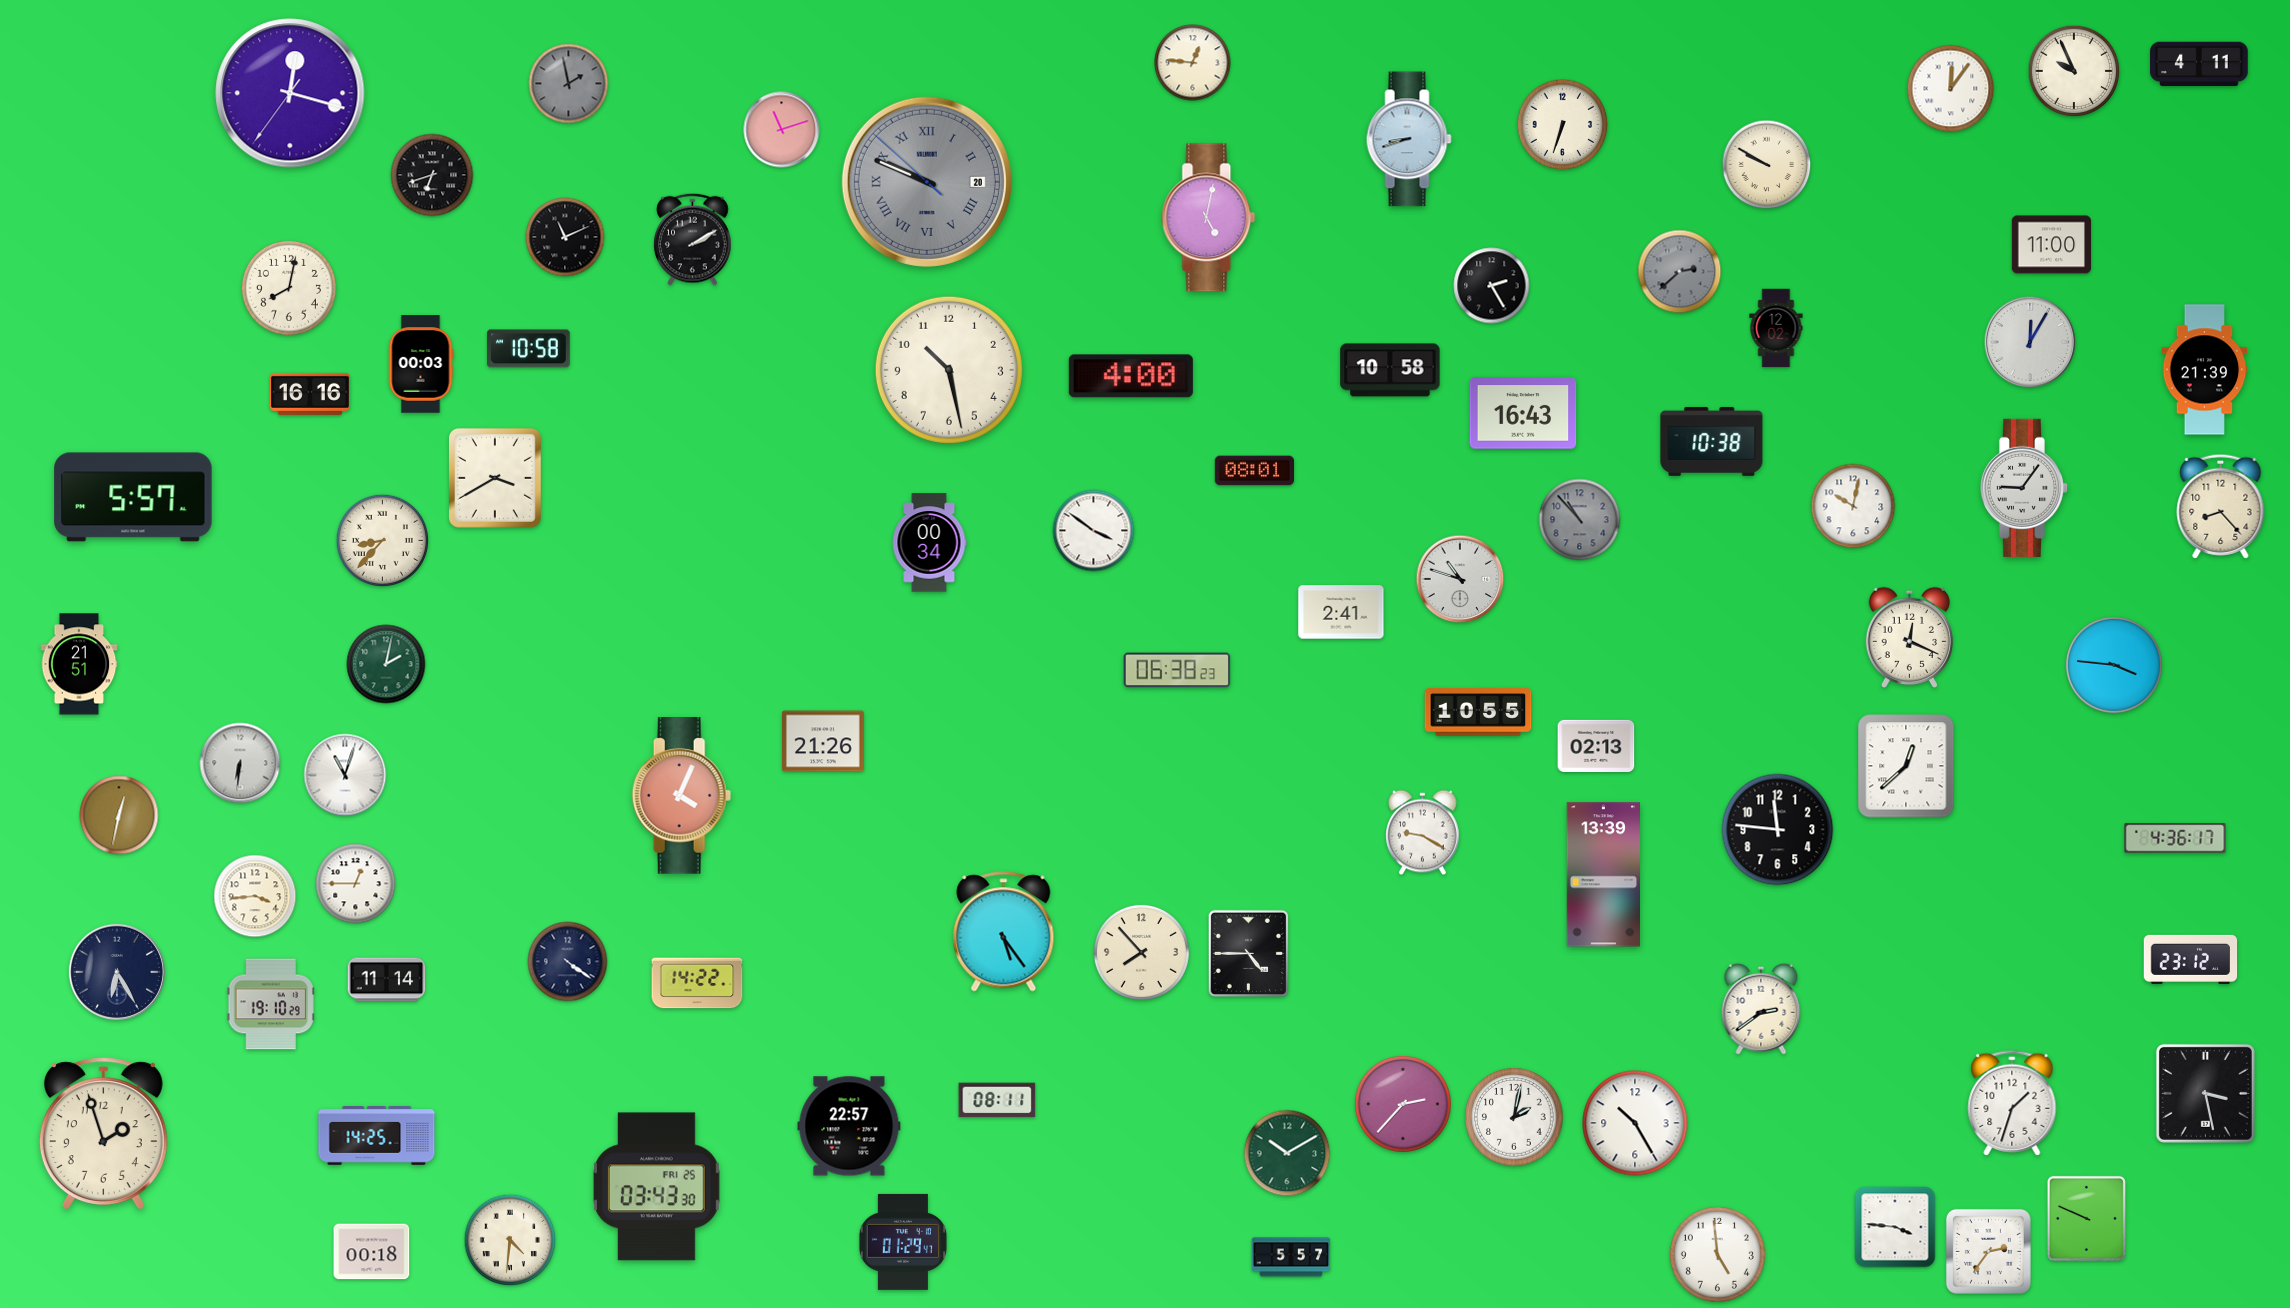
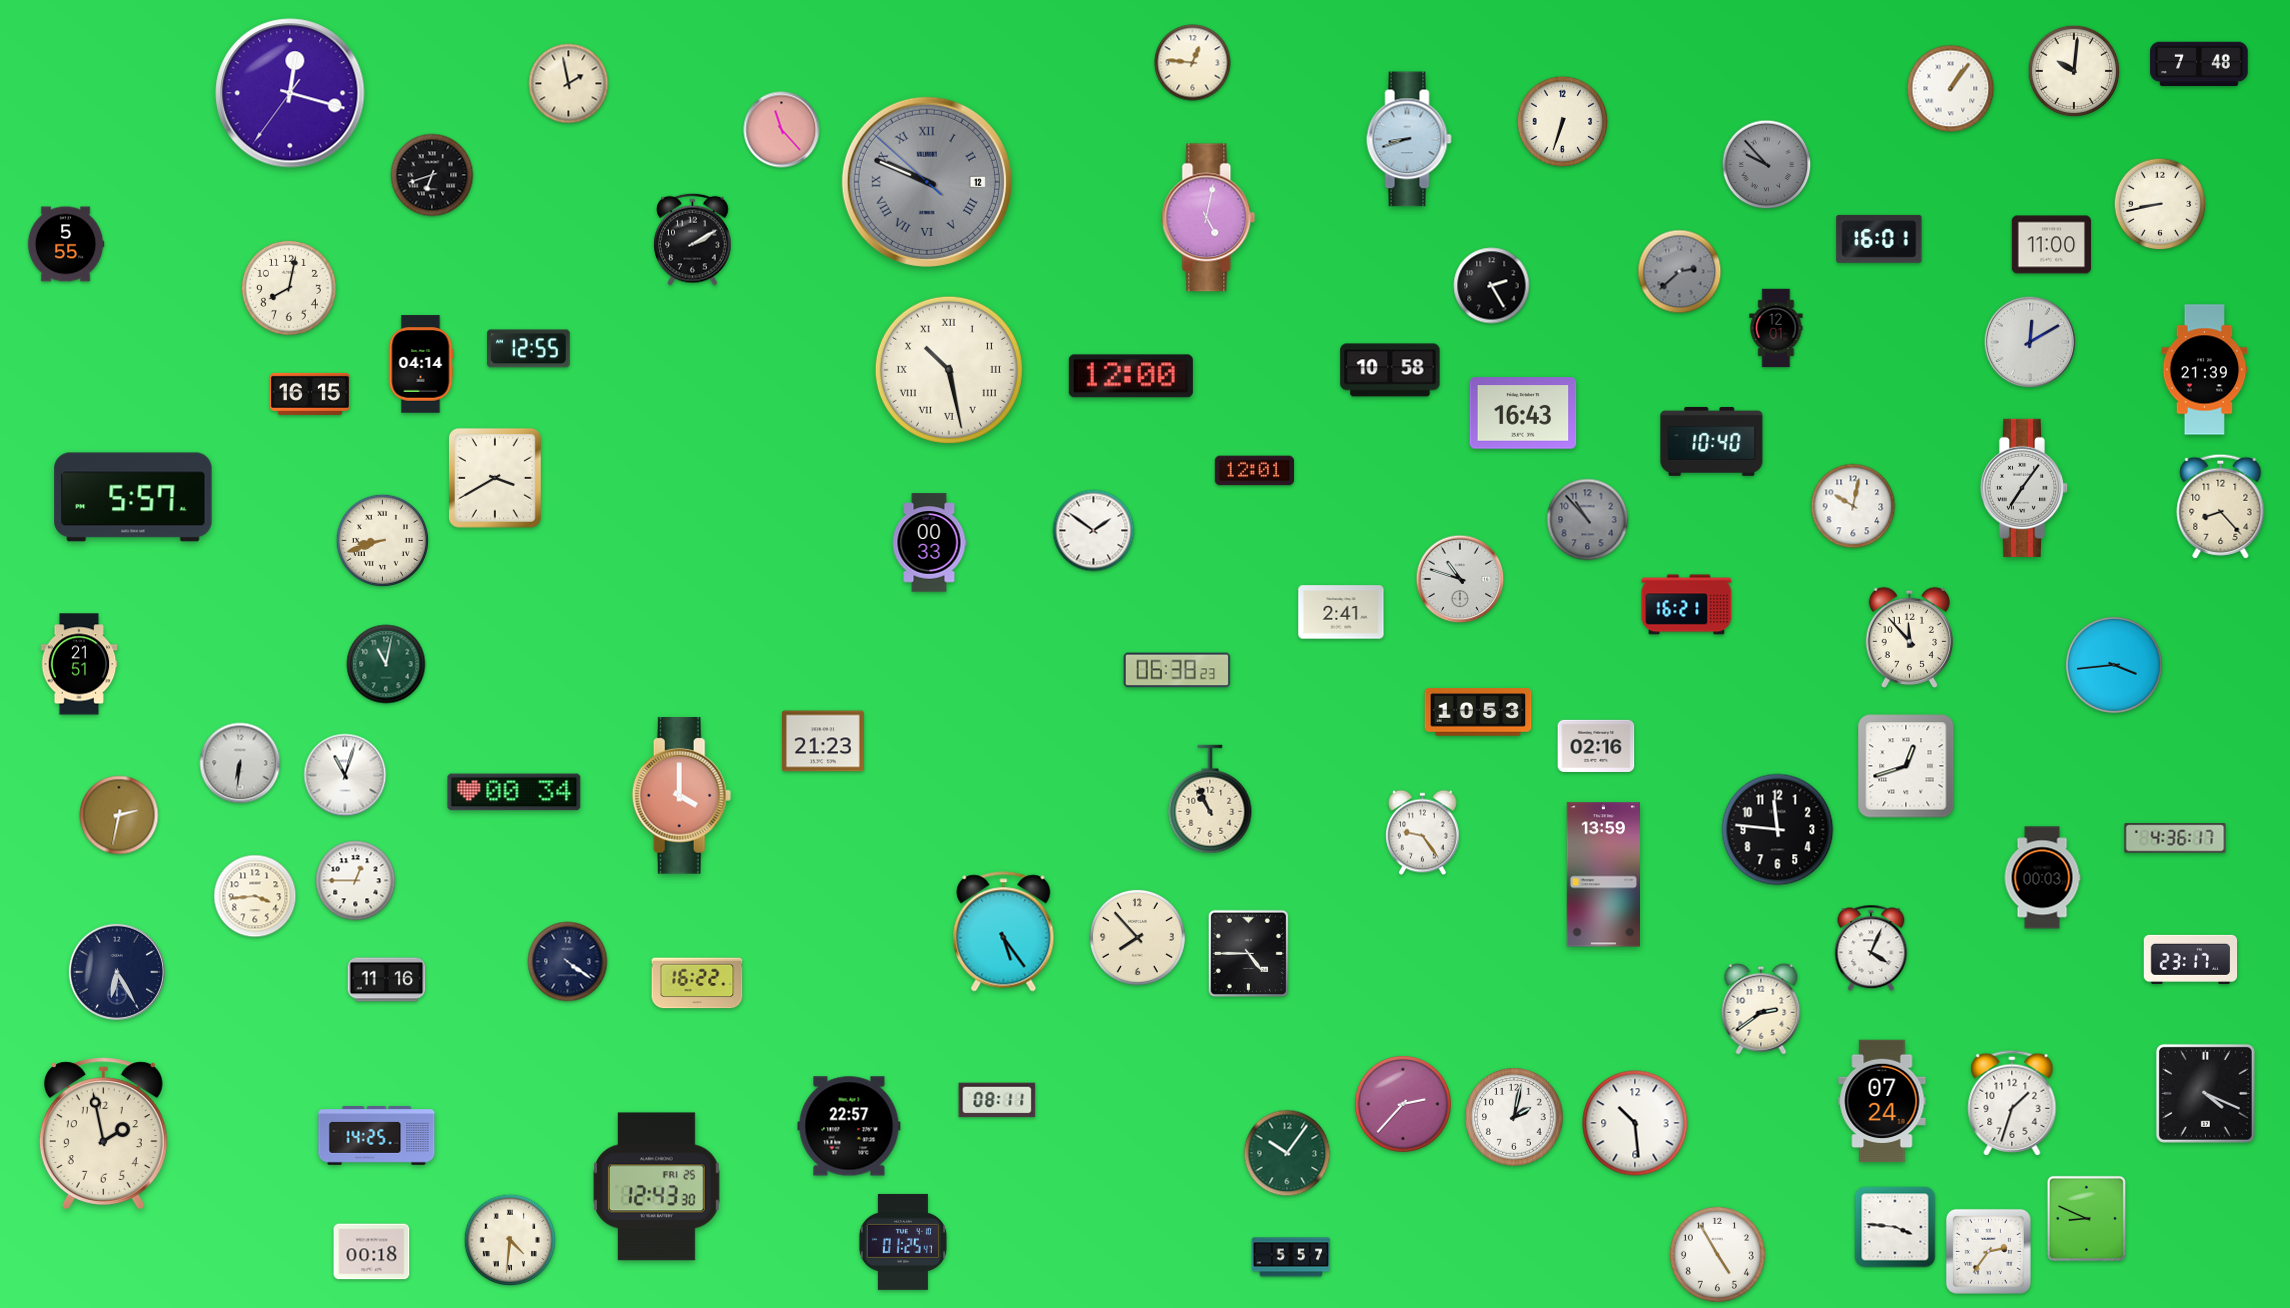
clock at (2199, 64): 4:11 -> 7:48
clock at (2074, 71): 9:56 -> 10:01
clock at (569, 84) dial: grey -> cream
clock at (1951, 89): 12:06 -> 1:06
clock at (1563, 125) position: (1563, 125) -> (1563, 122)
clock at (782, 130): 11:12 -> 11:23
clock at (1767, 165): 9:50 -> 9:53
clock at (1767, 165) dial: cream -> grey
clock at (927, 182) date: 20 -> 12
clock at (2160, 204): none -> 8:43
clock at (565, 237): 11:11 -> none
clock at (1879, 239): none -> 16:01
clock at (66, 244): none -> 5:55
clock at (1776, 328): 12:02 -> 12:01
clock at (2030, 342): 12:05 -> 12:10
clock at (529, 349): 10:58 -> 12:55
clock at (421, 364): 00:03 -> 04:14
clock at (949, 370) numerals: Arabic -> Roman
clock at (1131, 376): 4:00 -> 12:00
clock at (310, 394): 16:16 -> 16:15
clock at (1712, 442): 10:38 -> 10:40
clock at (1254, 471): 08:01 -> 12:01
clock at (2024, 488): 9:06 -> 7:06
clock at (1580, 520) position: (1580, 520) -> (1588, 520)
clock at (1094, 531): 3:51 -> 1:51
clock at (382, 540): 8:37 -> 8:42
clock at (929, 543): 00:34 -> 00:33
clock at (1687, 605): none -> 16:21
clock at (1909, 638): 12:19 -> 11:53
clock at (386, 664): 2:02 -> 11:02
clock at (2114, 665): 3:46 -> 3:44
clock at (1478, 712): 10:55 -> 10:53
clock at (823, 741): 21:26 -> 21:23
clock at (1596, 746): 02:13 -> 02:16
clock at (1906, 766): 12:38 -> 12:42
clock at (514, 792): none -> 00:34
clock at (682, 796): 4:04 -> 4:00
clock at (1210, 799): none -> 10:56
clock at (119, 815): 12:32 -> 2:32
clock at (1423, 833): 9:20 -> 9:24
clock at (1603, 875): 13:39 -> 13:59
clock at (2042, 878): none -> 00:03
clock at (356, 884) position: (356, 884) -> (356, 881)
clock at (1871, 948): none -> 4:04
clock at (1141, 952) position: (1141, 952) -> (1137, 937)
clock at (2191, 959): 23:12 -> 23:17
clock at (387, 980): 11:14 -> 11:16
clock at (697, 983): 14:22 -> 16:22
clock at (271, 1004): 19:10 -> none
clock at (2205, 1093): 3:28 -> 4:19
clock at (1882, 1101): none -> 07:24
clock at (1635, 1123): 10:25 -> 10:29
clock at (103, 1134): 1:57 -> 1:58
clock at (1287, 1153): 10:10 -> 10:06
clock at (656, 1187): 03:43 -> 12:43
clock at (2086, 1218): 9:49 -> 8:49
clock at (903, 1242): 01:29 -> 01:25
clock at (1717, 1254): 4:59 -> 4:55
